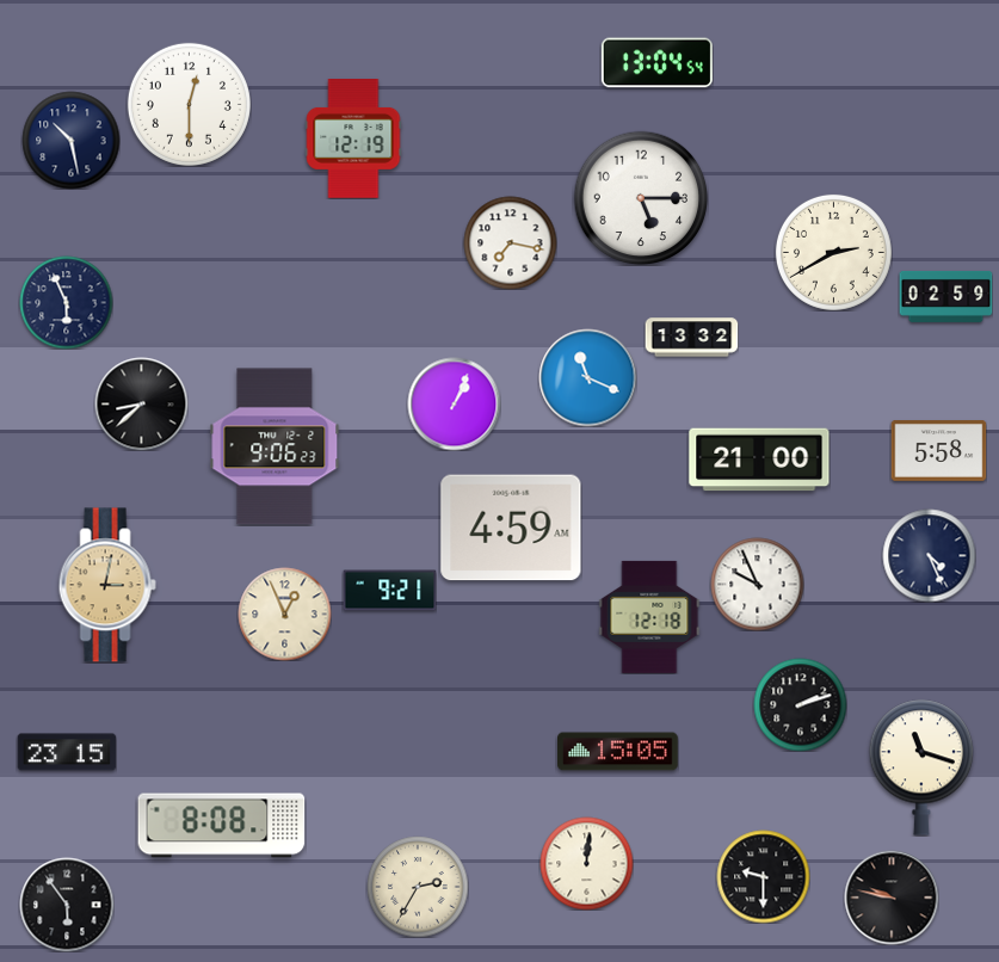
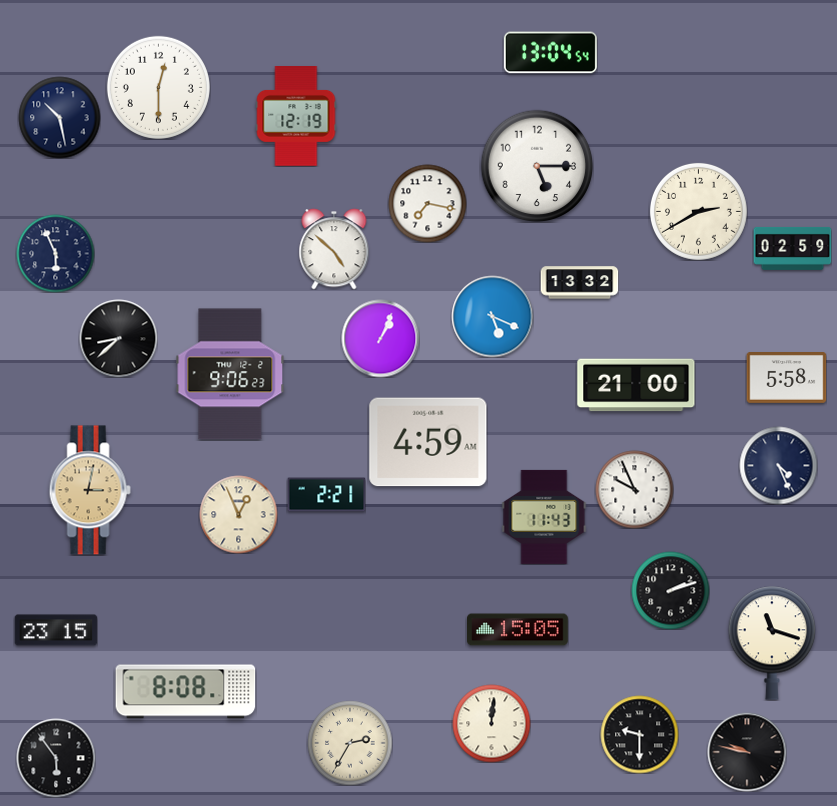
clock at (334, 249): none -> 4:52
clock at (587, 377): 11:19 -> 5:19
clock at (389, 591): 9:21 -> 2:21
clock at (649, 617): 12:18 -> 11:43
